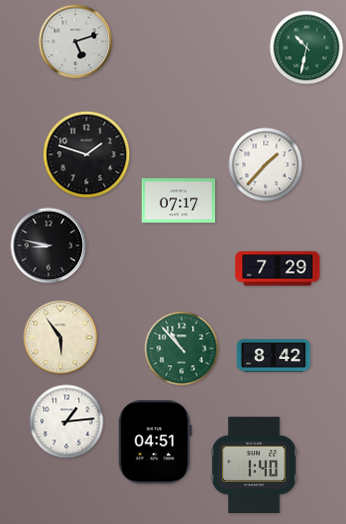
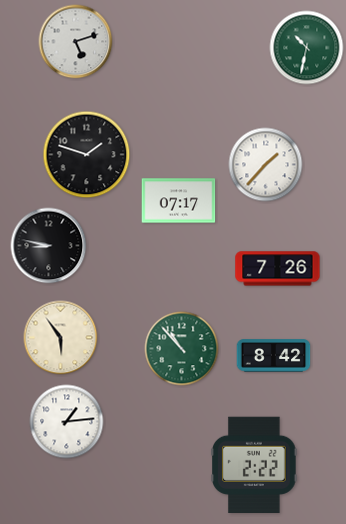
clock at (278, 269): 7:29 -> 7:26
clock at (155, 442): 04:51 -> none
clock at (254, 465): 1:40 -> 2:22
